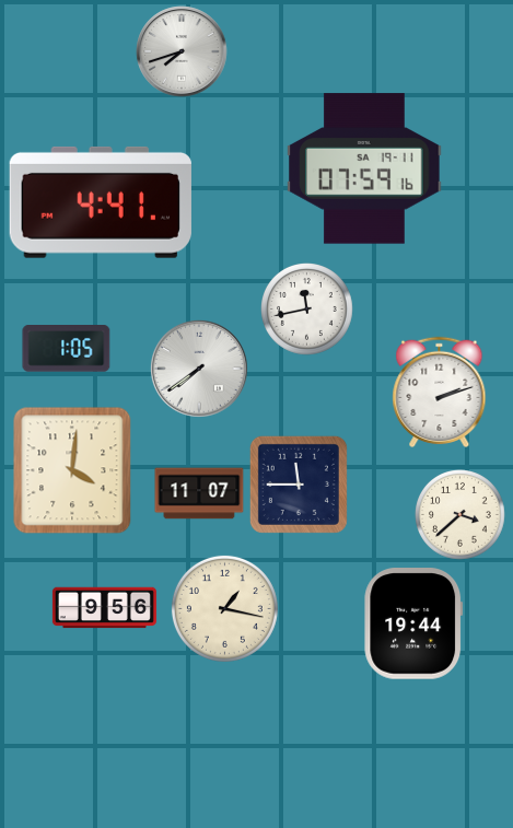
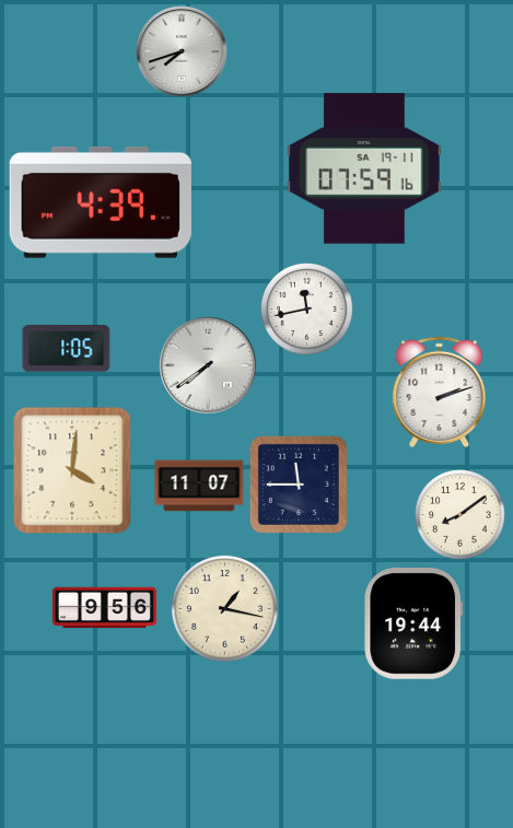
clock at (101, 202): 4:41 -> 4:39
clock at (199, 369) position: (199, 369) -> (208, 365)
clock at (199, 493) position: (199, 493) -> (199, 486)
clock at (460, 515): 3:38 -> 8:09
